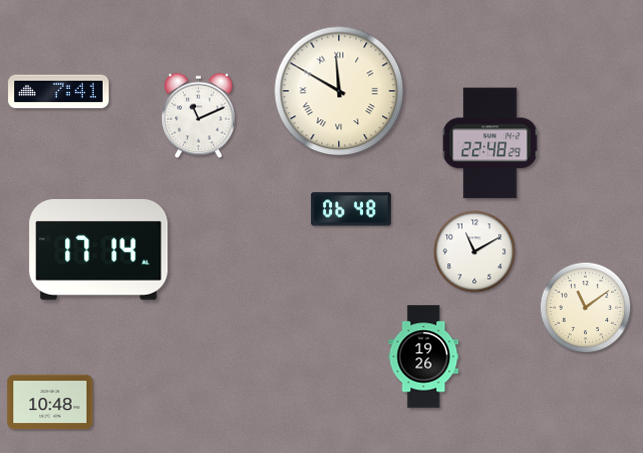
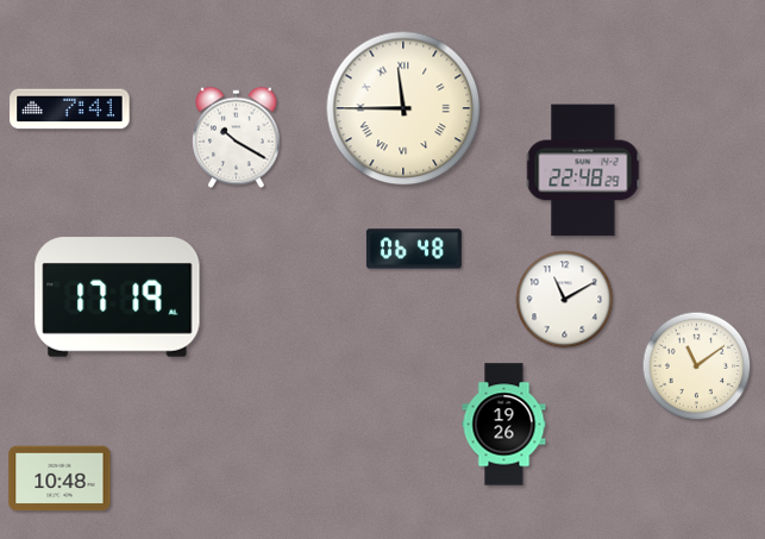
clock at (339, 91): 11:50 -> 11:45
clock at (199, 116): 11:11 -> 10:20
clock at (351, 209) position: (351, 209) -> (414, 249)
clock at (99, 250): 17:14 -> 17:19
